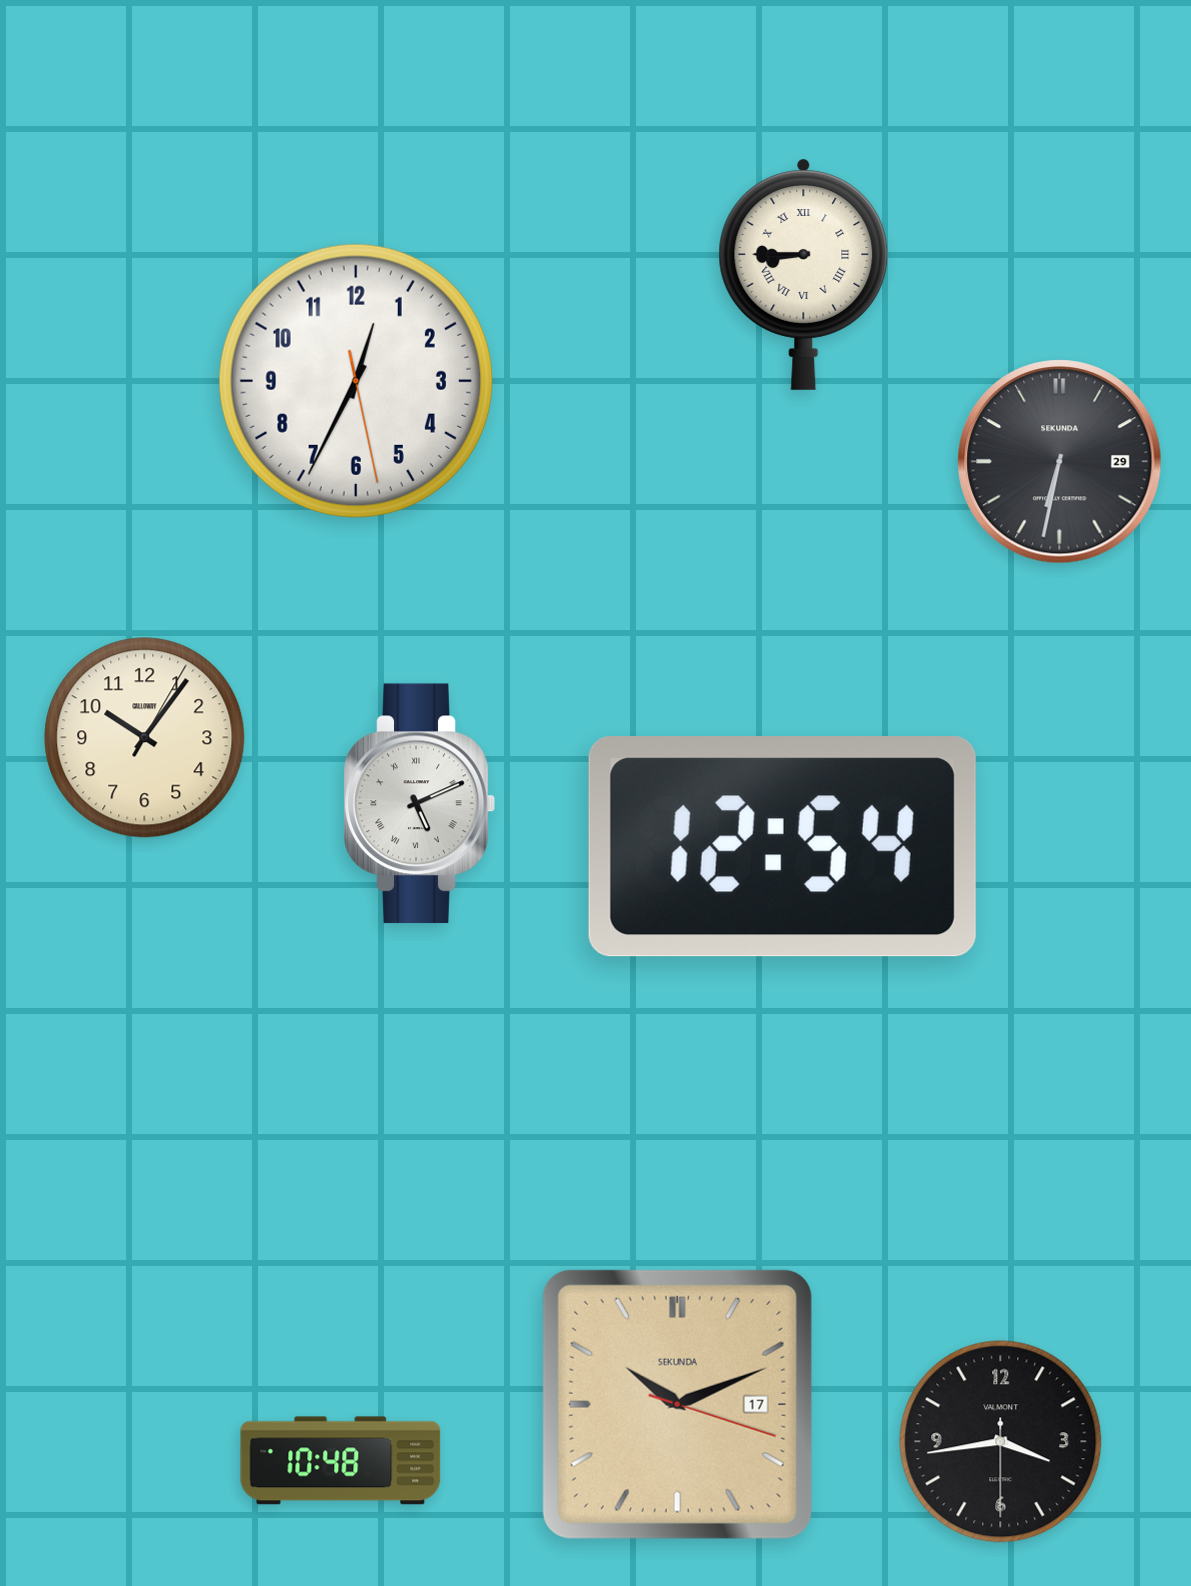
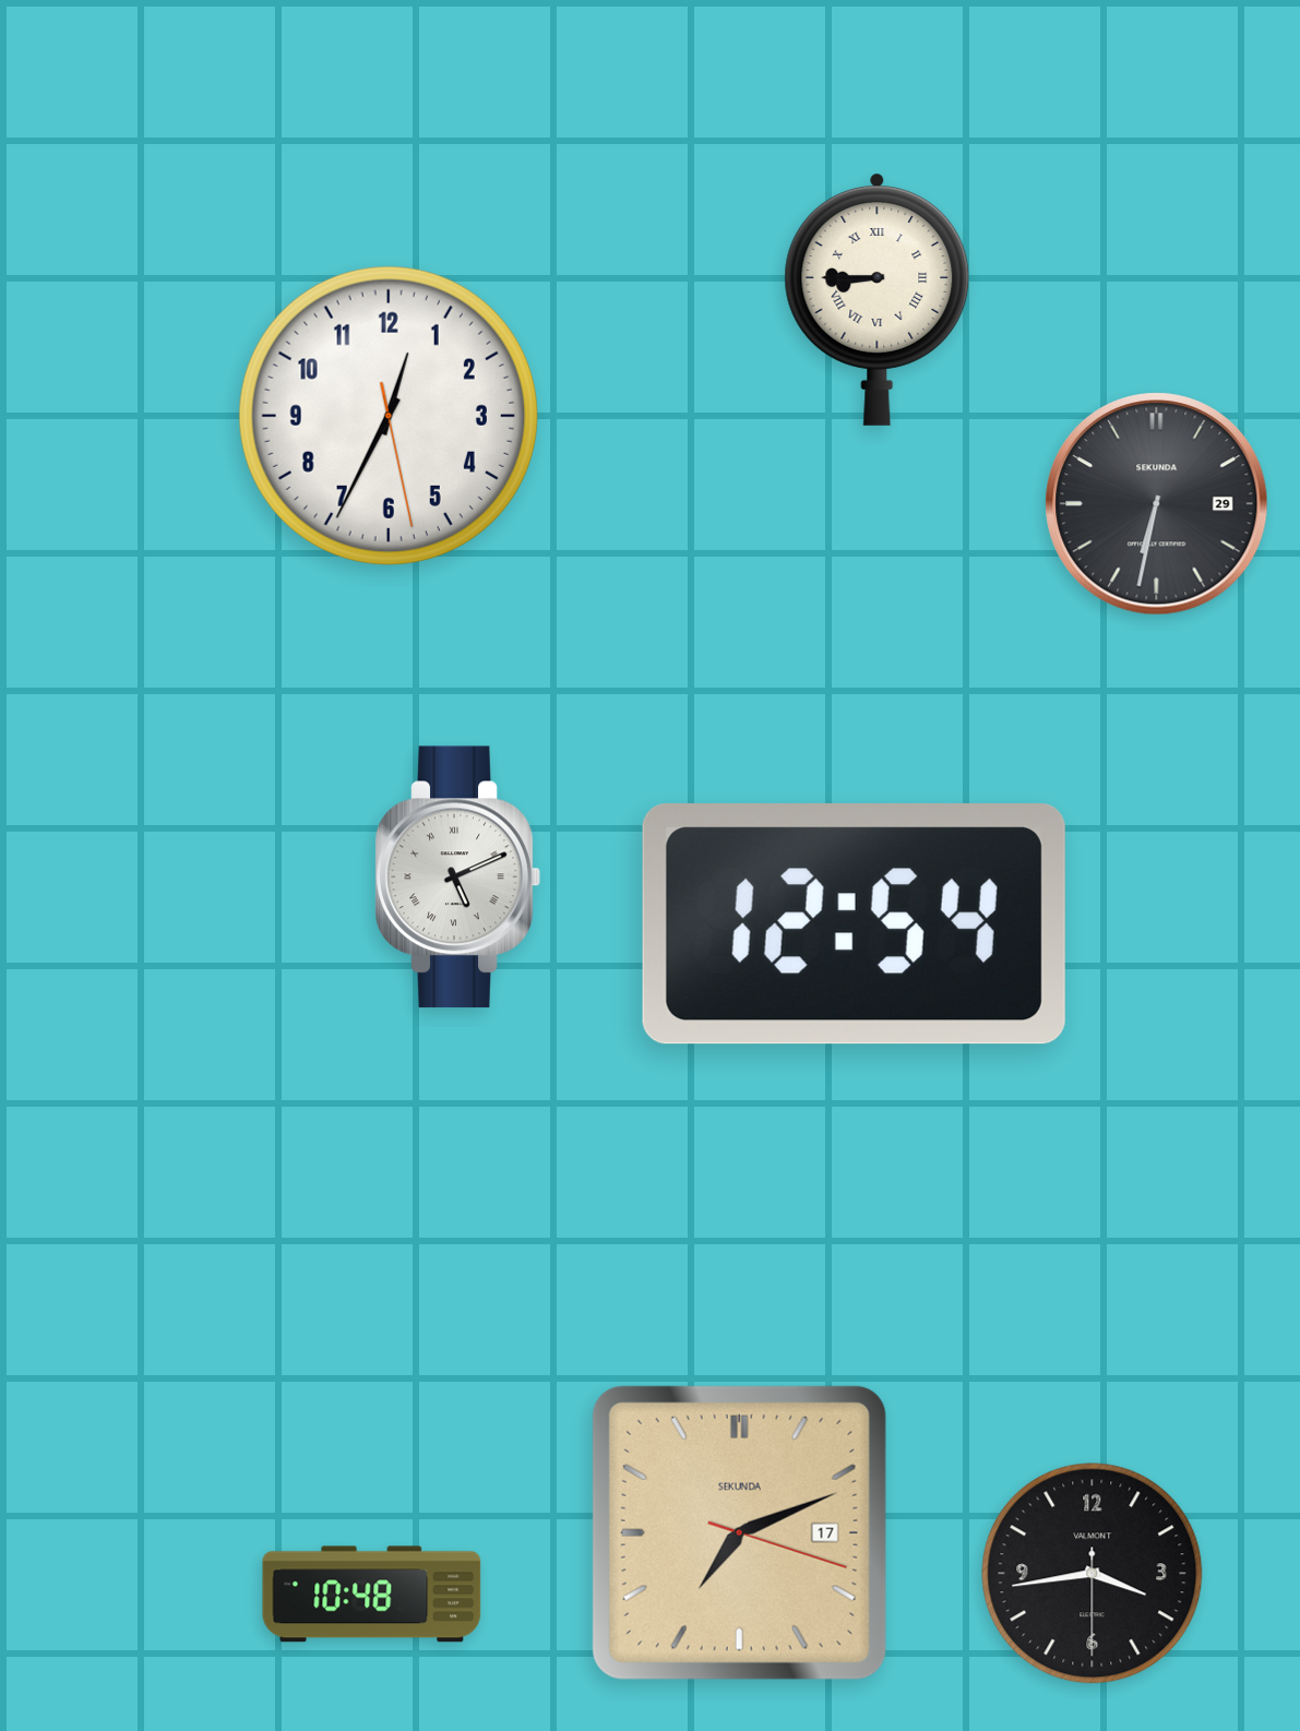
clock at (145, 738): 10:06 -> none
clock at (677, 1404): 10:11 -> 7:11
